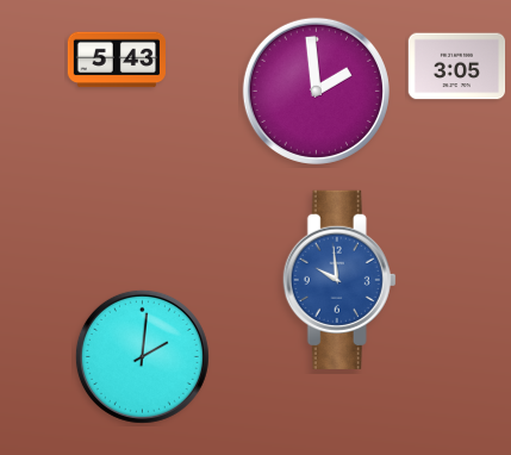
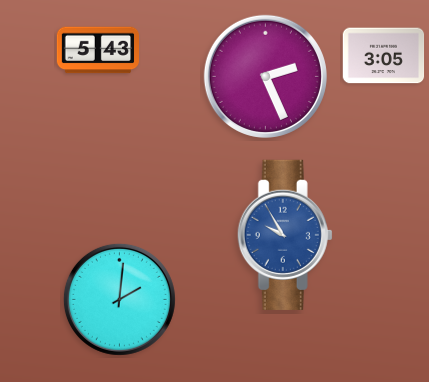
clock at (316, 91): 1:59 -> 2:26
clock at (339, 280): 9:59 -> 9:55
